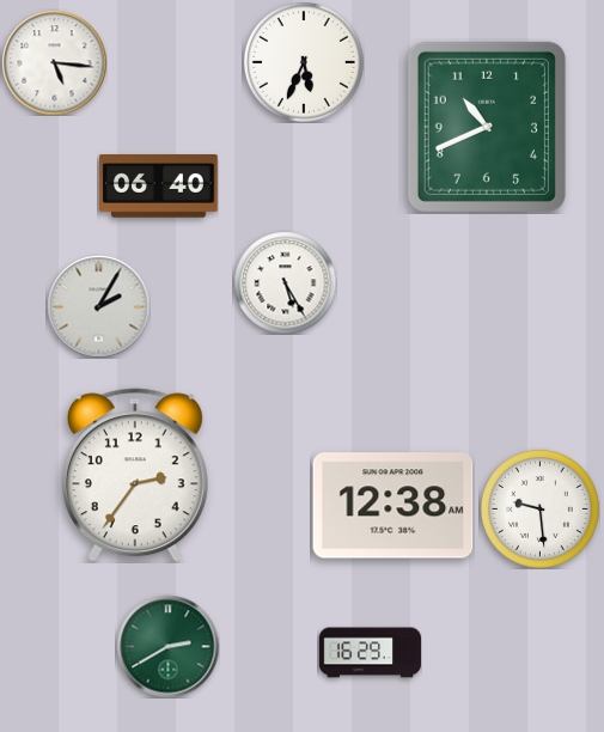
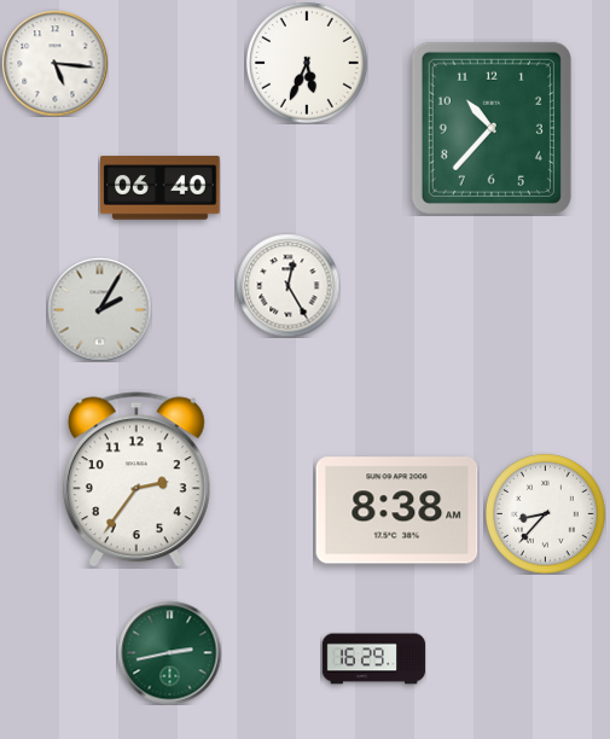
clock at (487, 127): 10:41 -> 10:37
clock at (285, 282): 5:25 -> 12:25
clock at (393, 506): 12:38 -> 8:38
clock at (539, 508): 9:29 -> 8:37
clock at (167, 646): 2:40 -> 2:43
